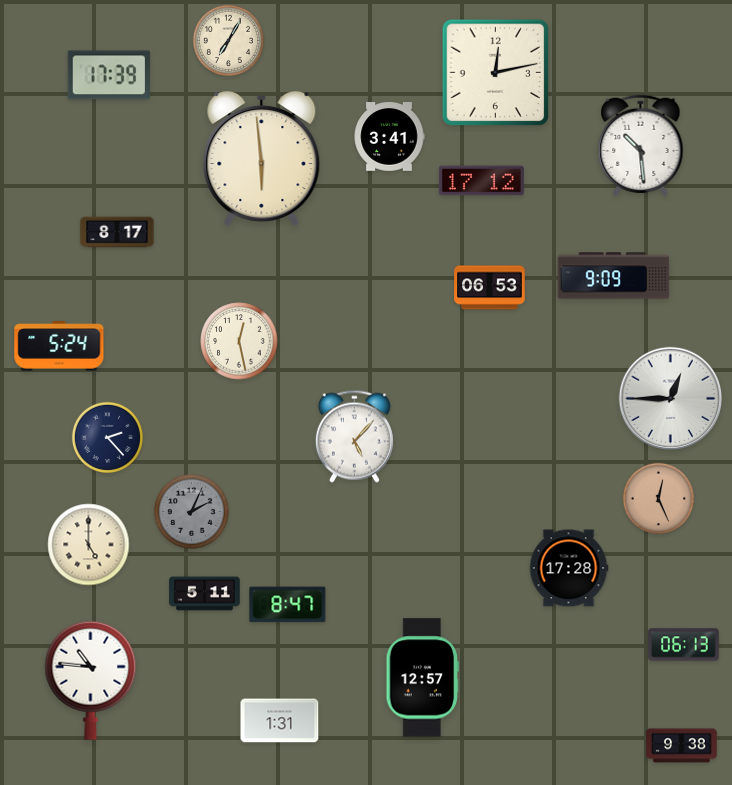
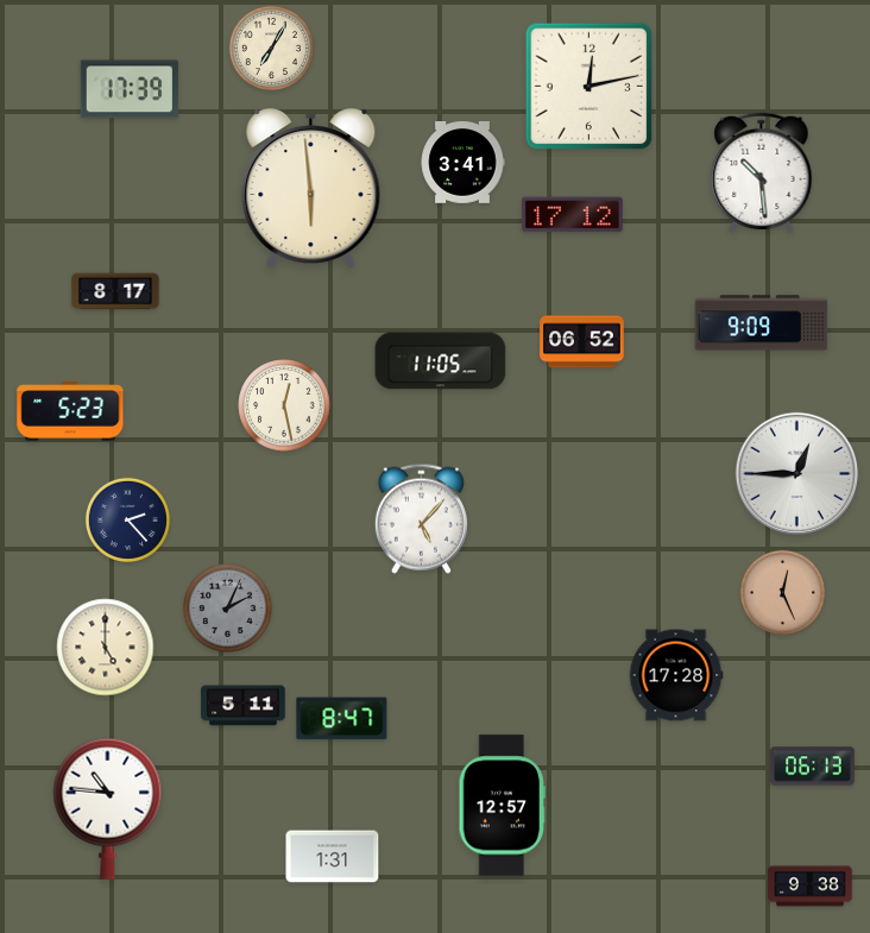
clock at (117, 232) position: (117, 232) -> (115, 291)
clock at (614, 276) position: (614, 276) -> (762, 323)
clock at (490, 288): 06:53 -> 06:52
clock at (441, 361): none -> 11:05
clock at (59, 346): 5:24 -> 5:23
